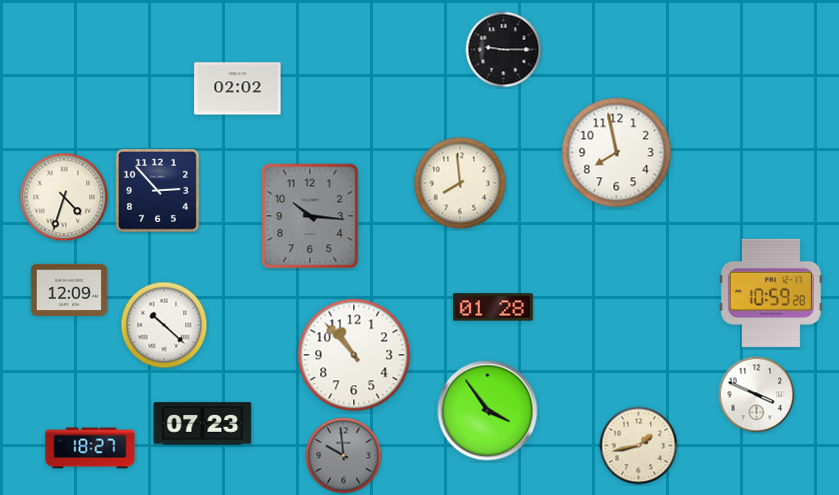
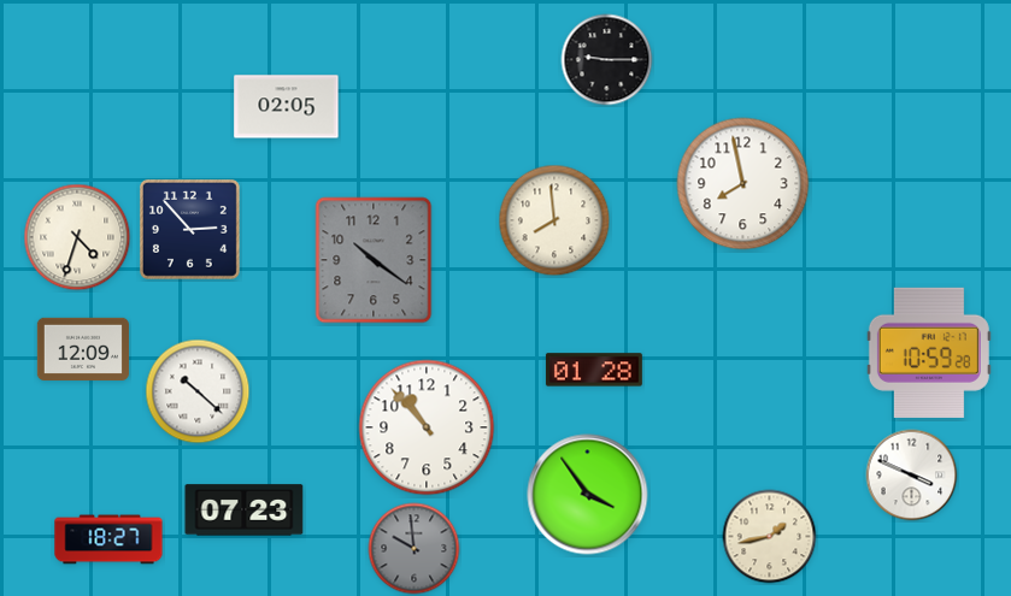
clock at (238, 89): 02:02 -> 02:05
clock at (310, 216): 10:16 -> 10:21
